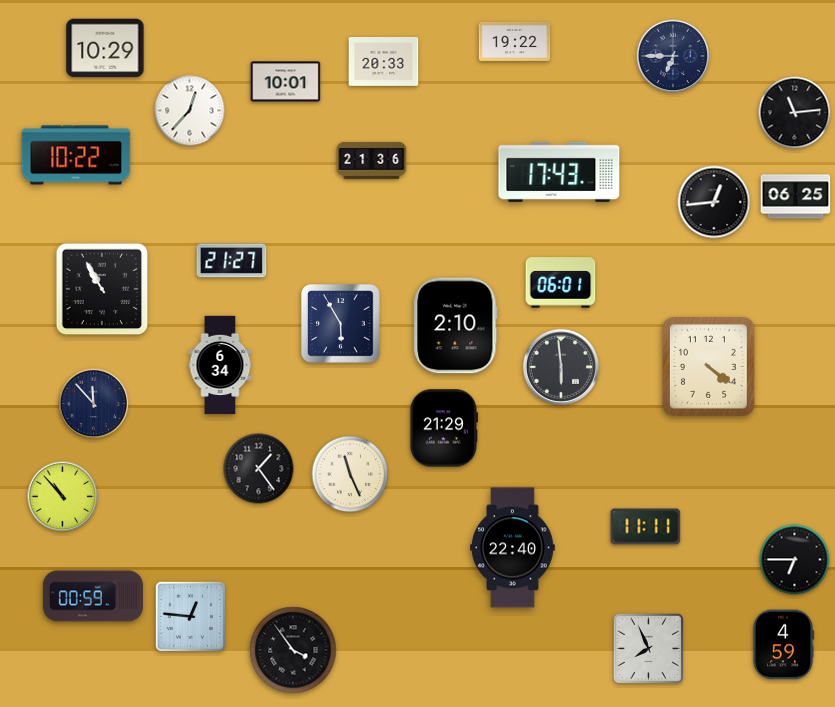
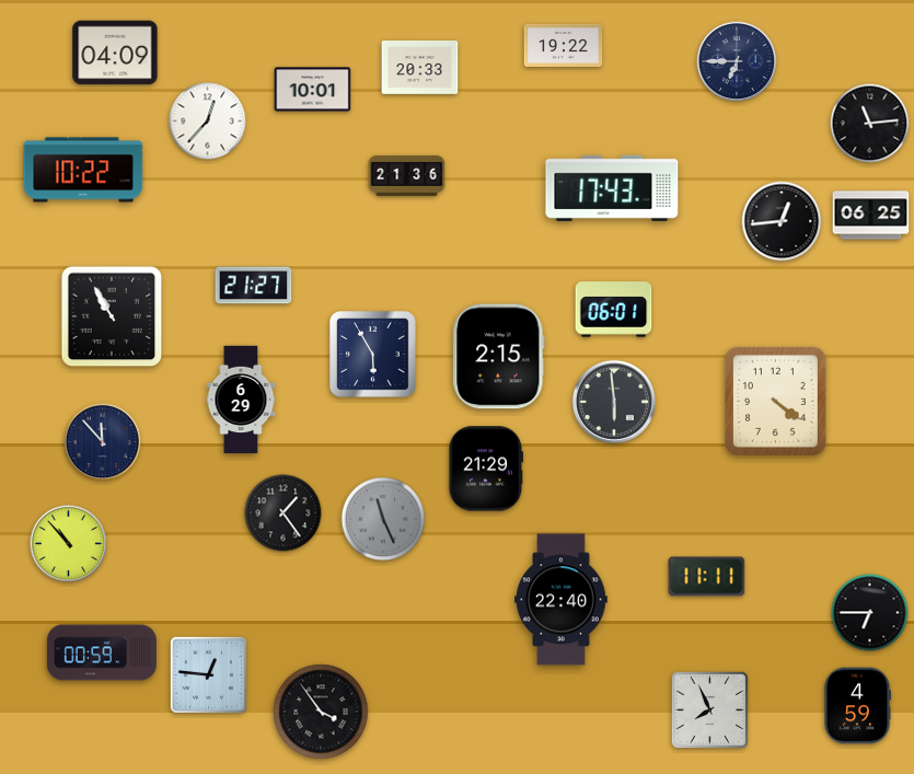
clock at (105, 48): 10:29 -> 04:09
clock at (456, 326): 2:10 -> 2:15
clock at (220, 365): 6:34 -> 6:29
clock at (350, 474) dial: cream -> grey
